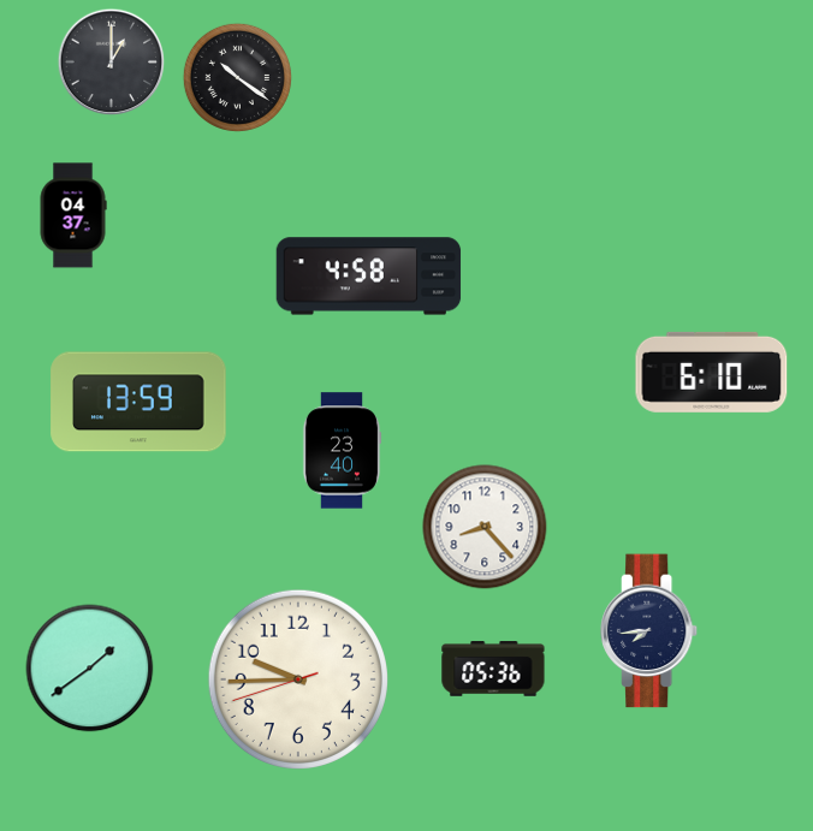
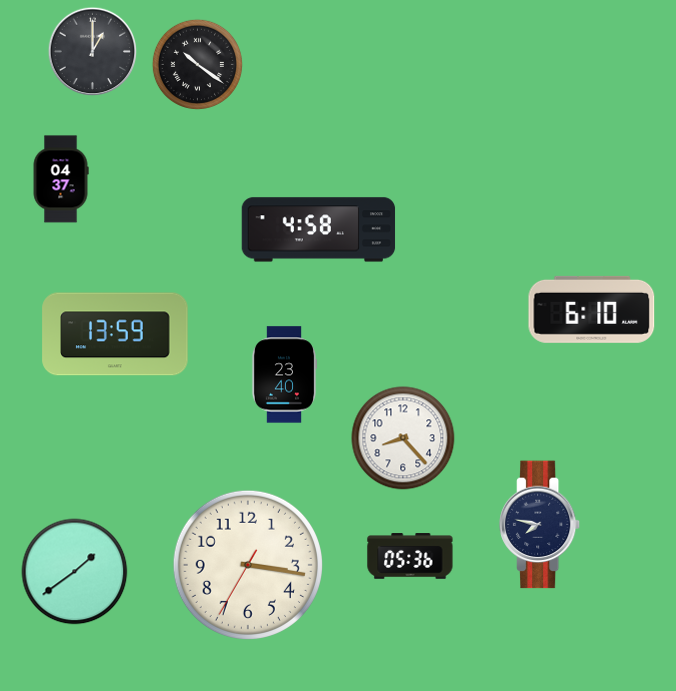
clock at (369, 277) position: (369, 277) -> (319, 230)
clock at (649, 631): 7:44 -> 7:47
clock at (90, 669) position: (90, 669) -> (75, 572)
clock at (298, 679): 9:44 -> 3:16
